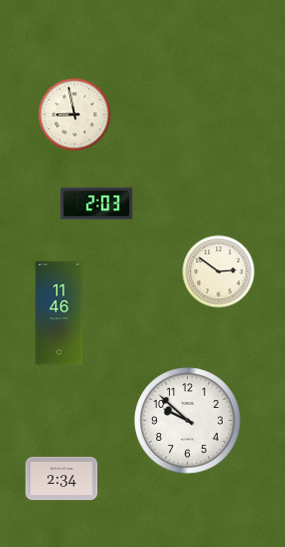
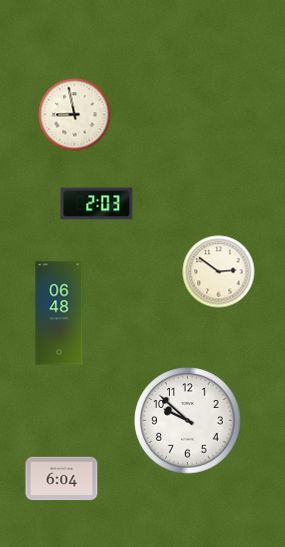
clock at (59, 313): 11:46 -> 06:48
clock at (62, 479): 2:34 -> 6:04
